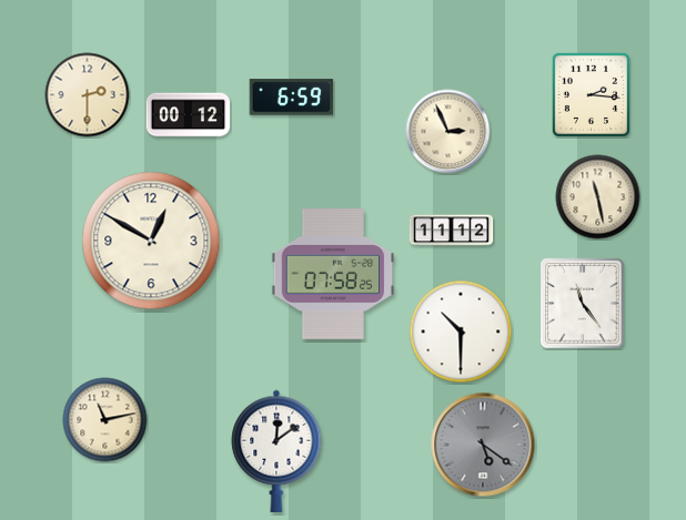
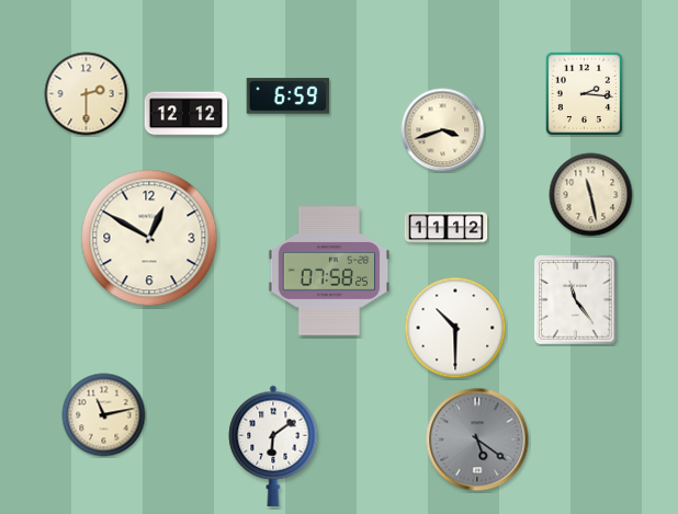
clock at (189, 115): 00:12 -> 12:12
clock at (448, 132): 2:56 -> 3:42
clock at (276, 451): 12:09 -> 6:09
